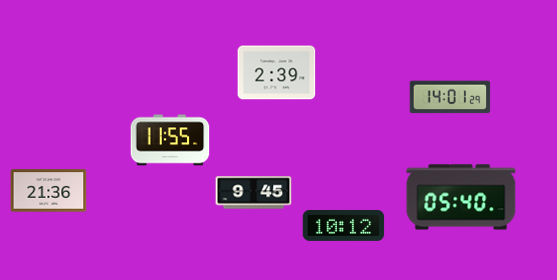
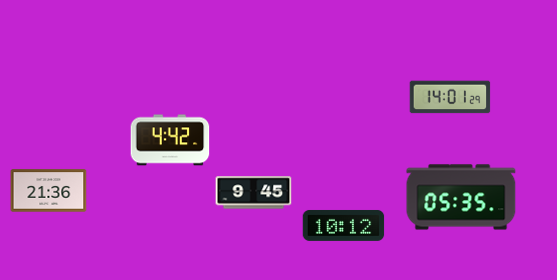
clock at (277, 73): 2:39 -> none
clock at (170, 140): 11:55 -> 4:42
clock at (461, 197): 05:40 -> 05:35
